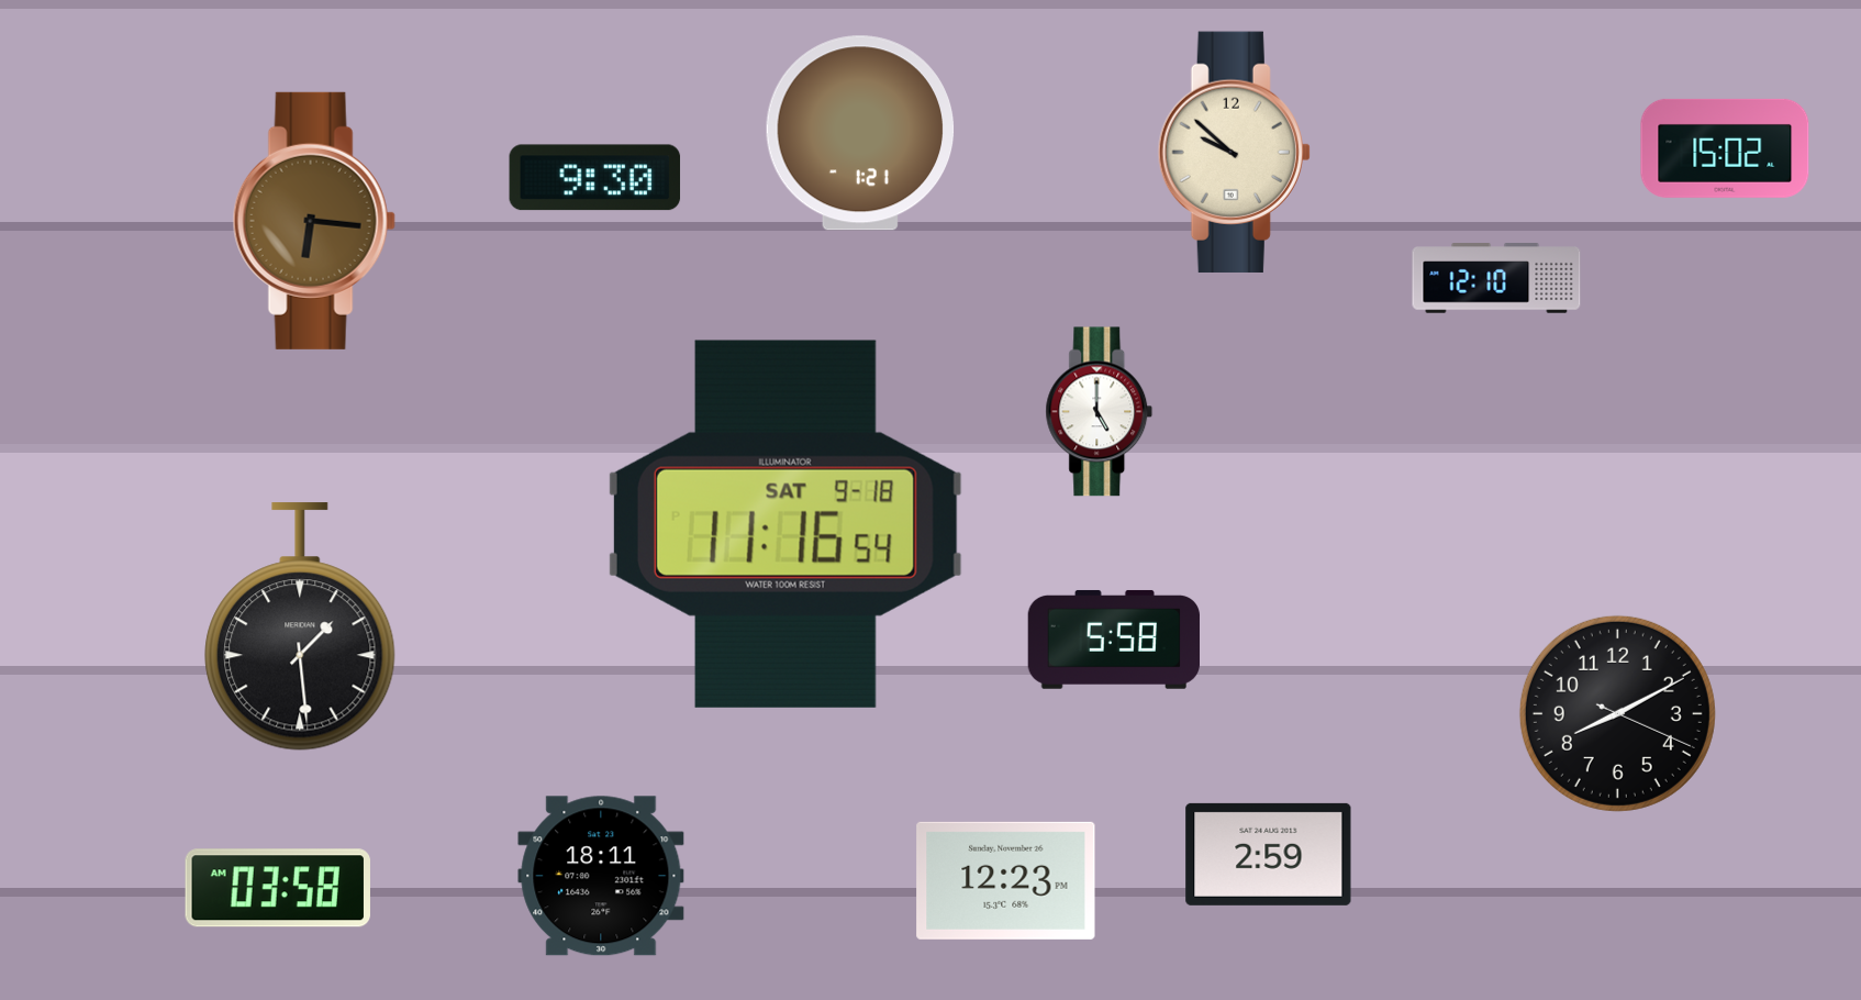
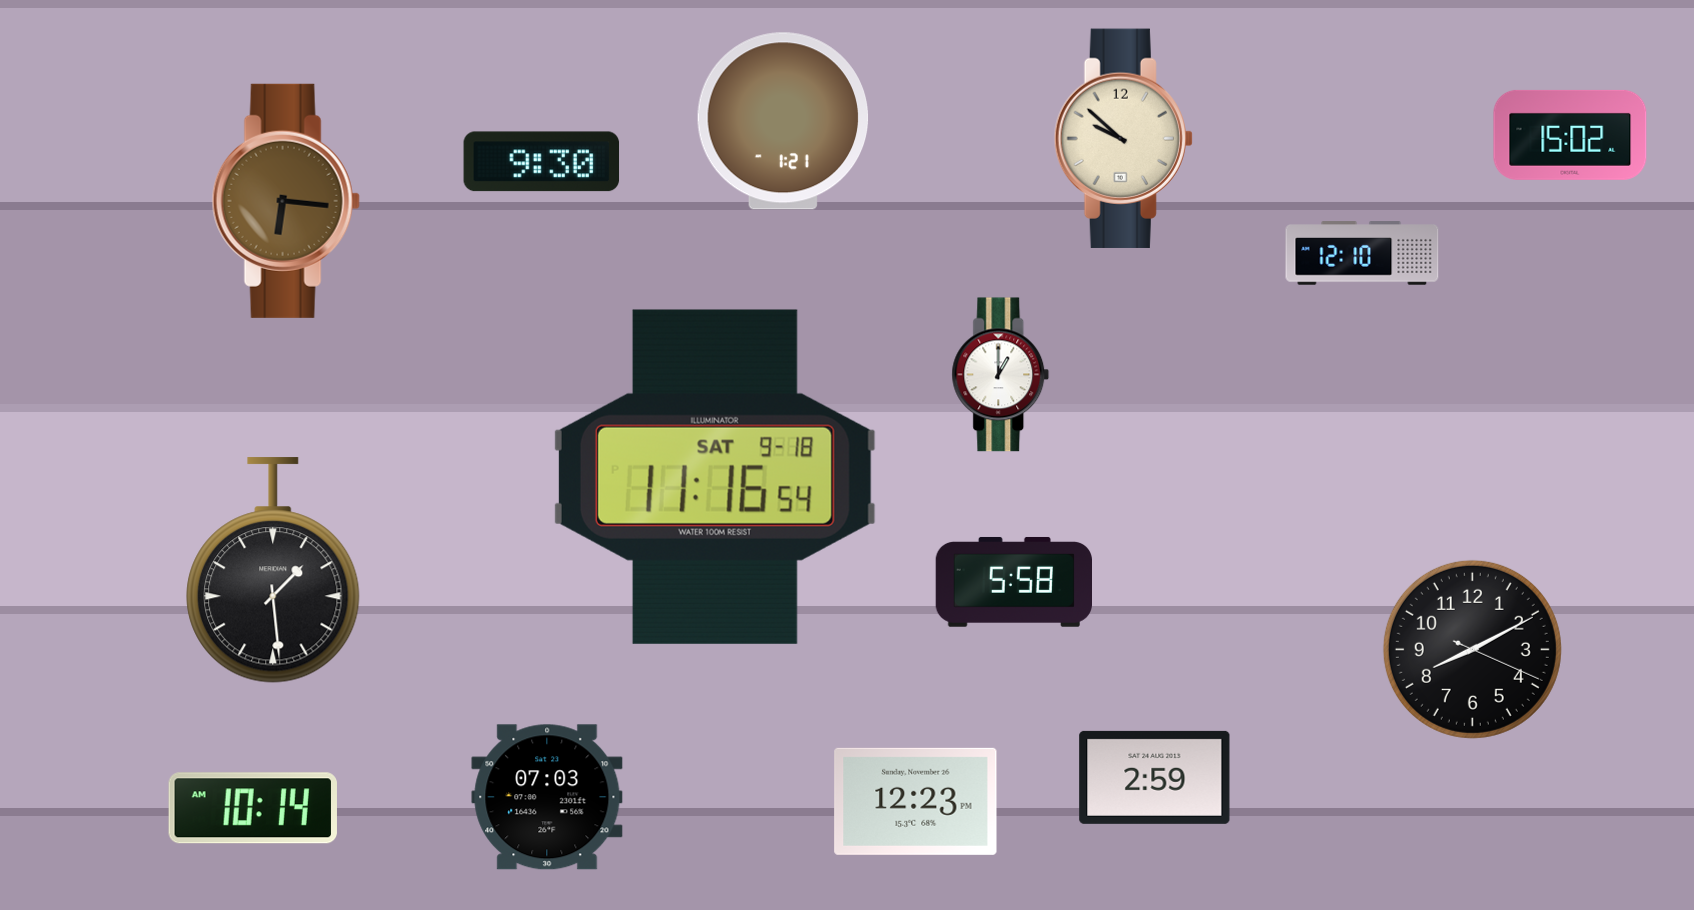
clock at (1100, 412): 5:00 -> 1:00
clock at (601, 876): 18:11 -> 07:03
clock at (278, 888): 03:58 -> 10:14
